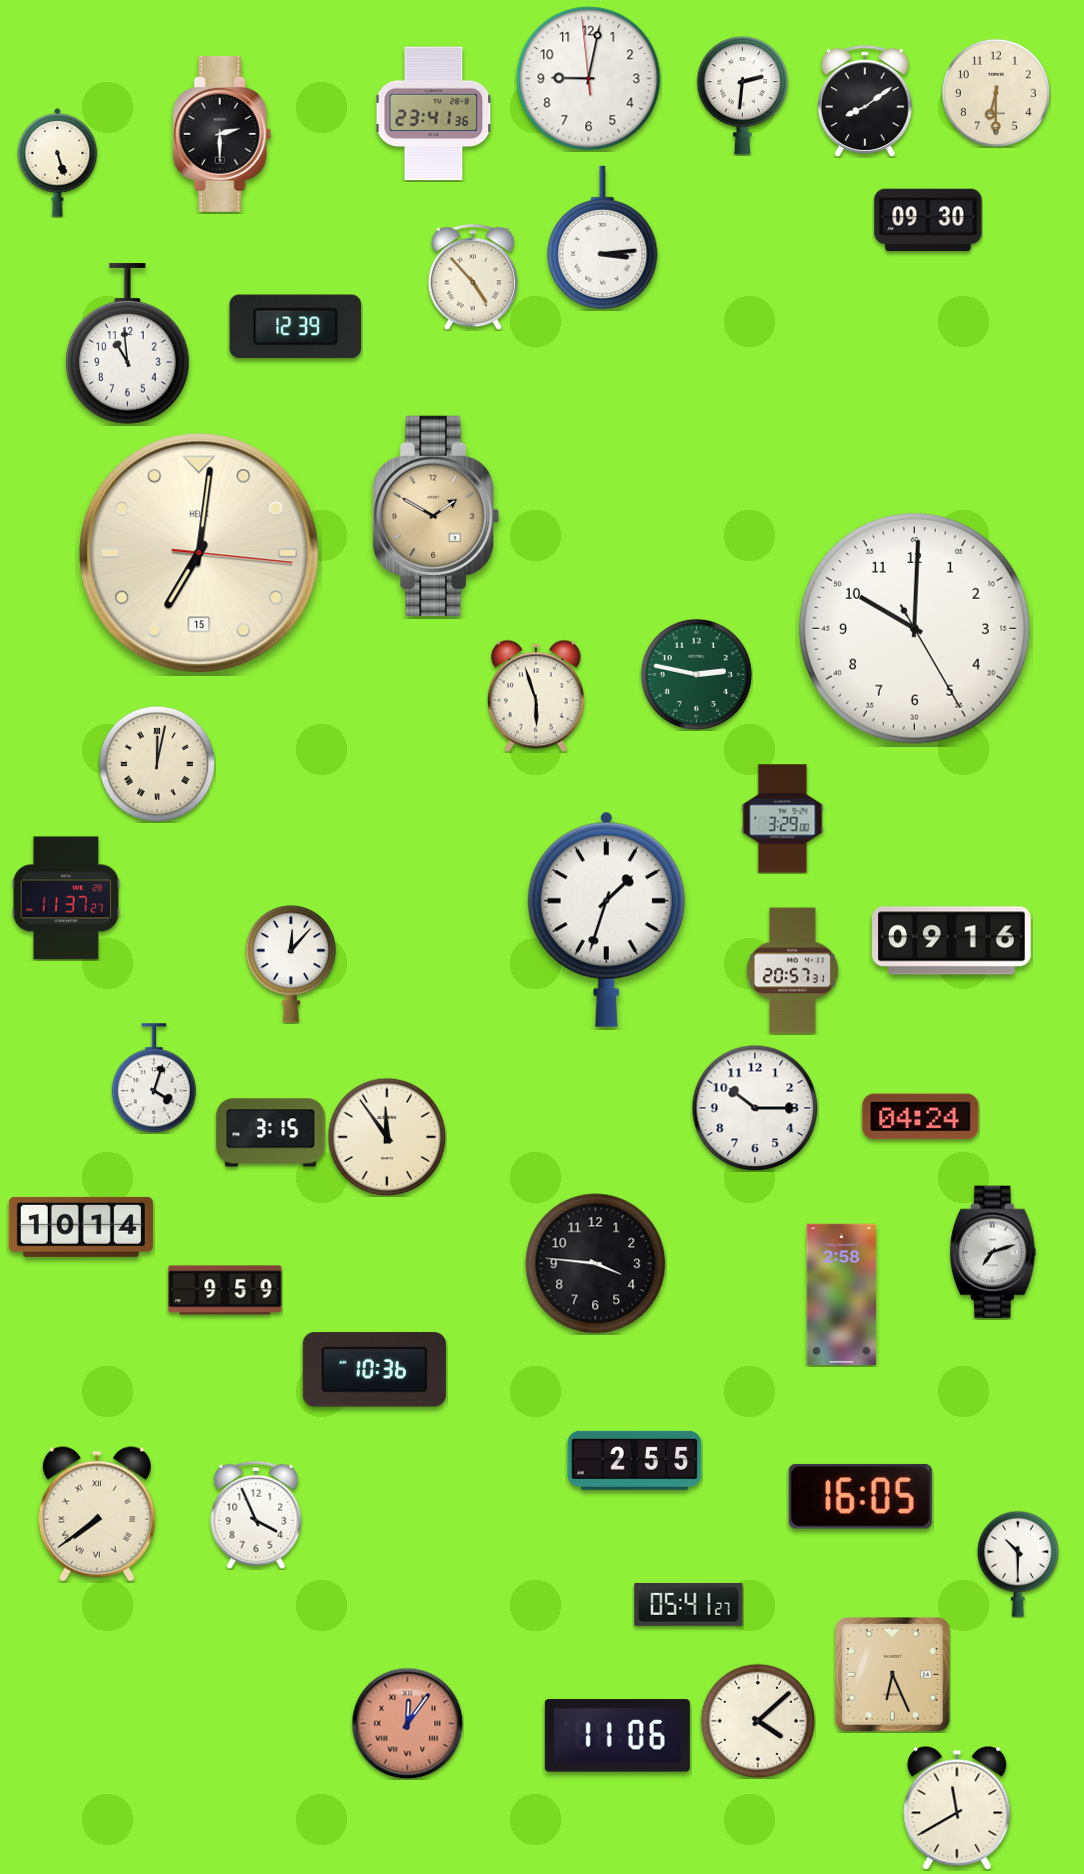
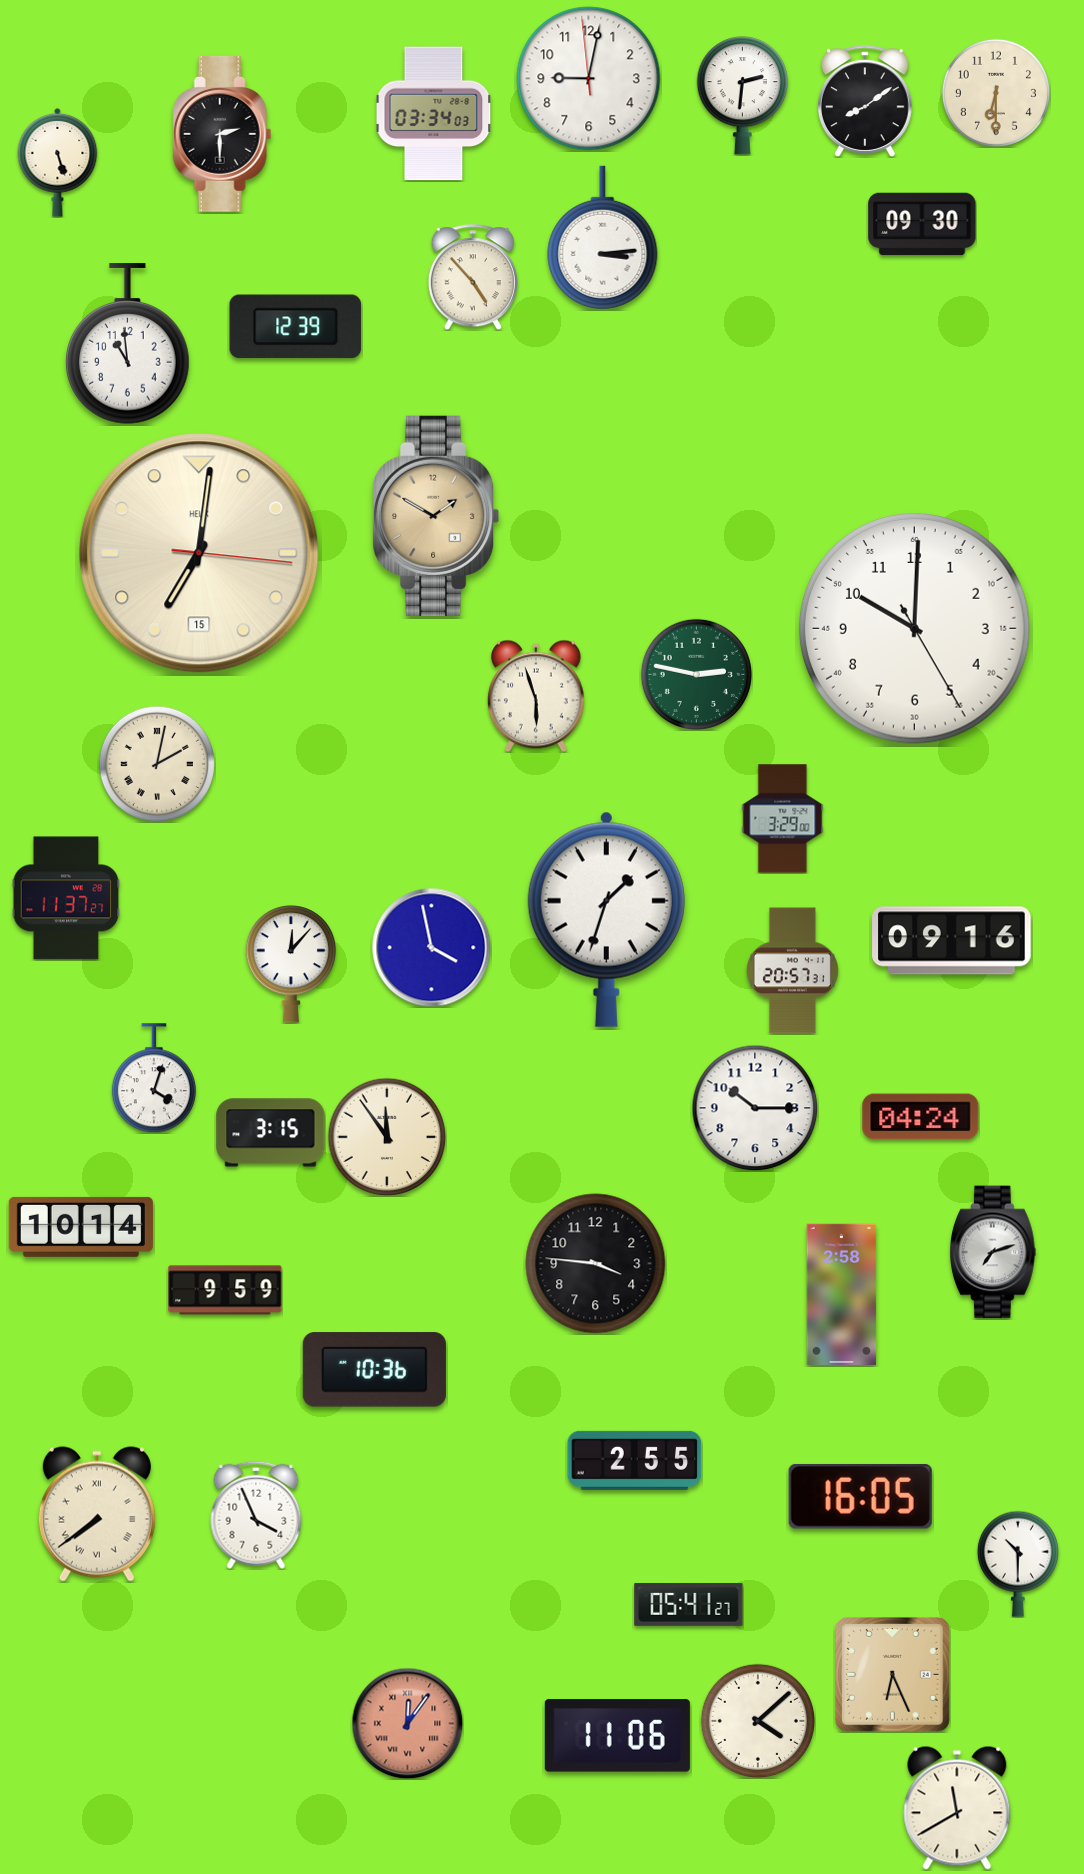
clock at (434, 114): 23:41 -> 03:34
clock at (928, 220) position: (928, 220) -> (922, 224)
clock at (156, 763): 12:02 -> 2:02
clock at (432, 948): none -> 3:58
